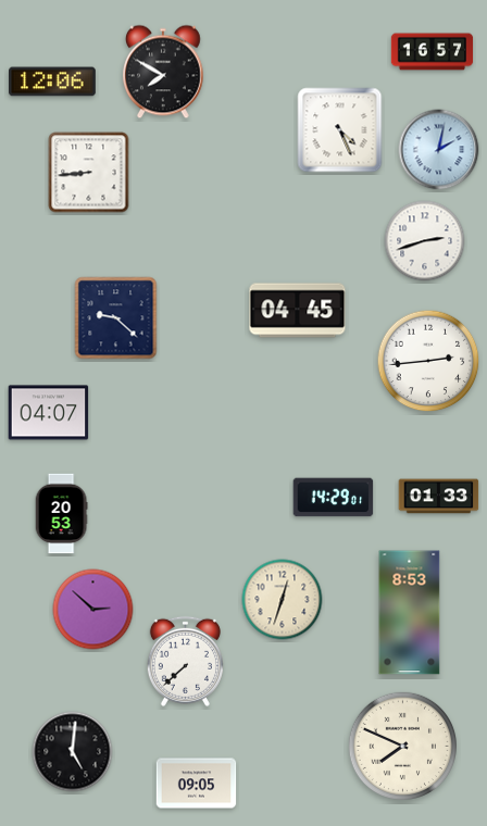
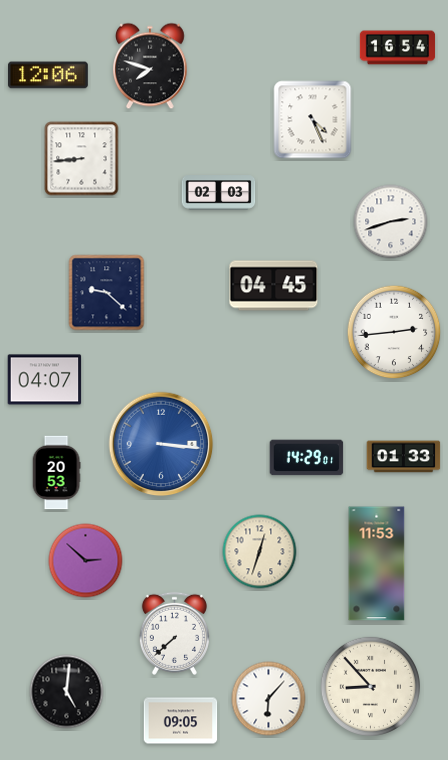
clock at (433, 52): 16:57 -> 16:54
clock at (164, 72): 7:50 -> 7:48
clock at (439, 150): 2:02 -> none
clock at (219, 193): none -> 02:03
clock at (161, 444): none -> 3:16
clock at (410, 613): 8:53 -> 11:53
clock at (185, 661) position: (185, 661) -> (174, 633)
clock at (402, 746): 7:49 -> 8:53
clock at (269, 699): none -> 6:07
